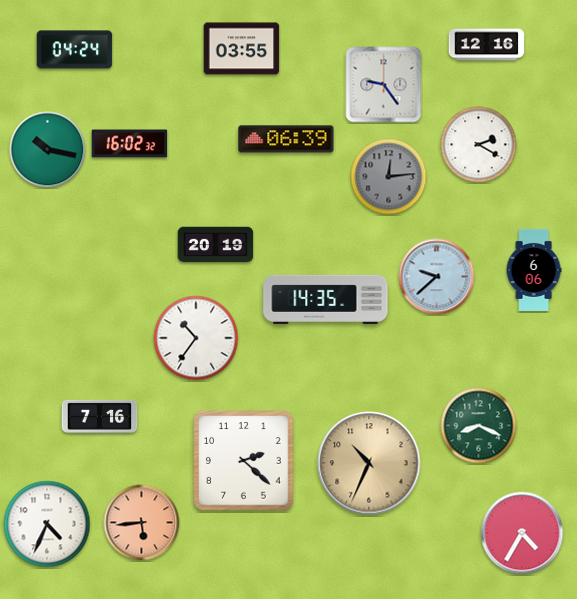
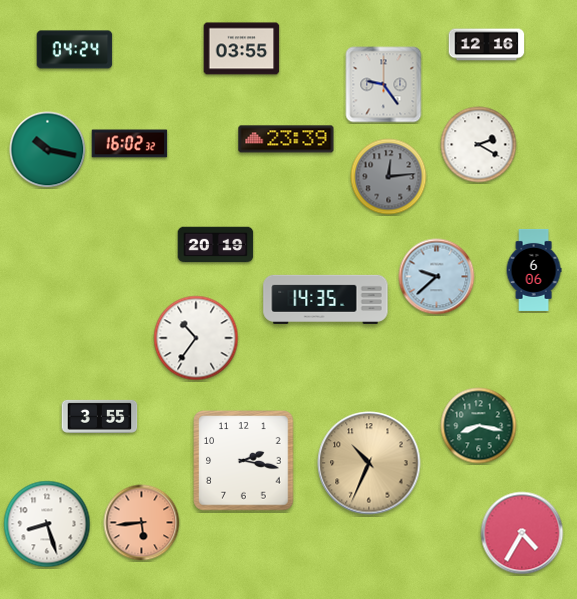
clock at (286, 139): 06:39 -> 23:39
clock at (100, 416): 7:16 -> 3:55
clock at (479, 426): 8:19 -> 8:17
clock at (244, 461): 2:22 -> 2:17
clock at (47, 524): 4:34 -> 8:27
